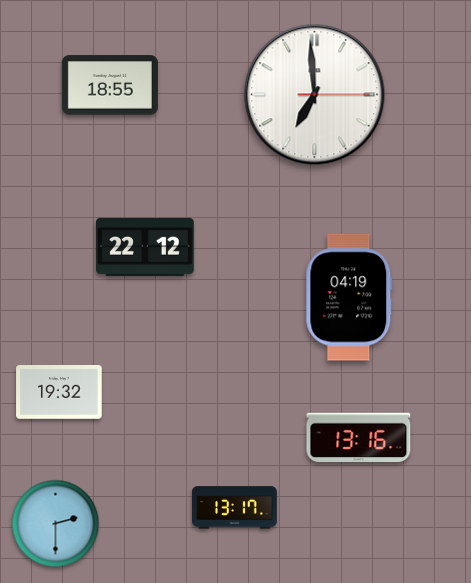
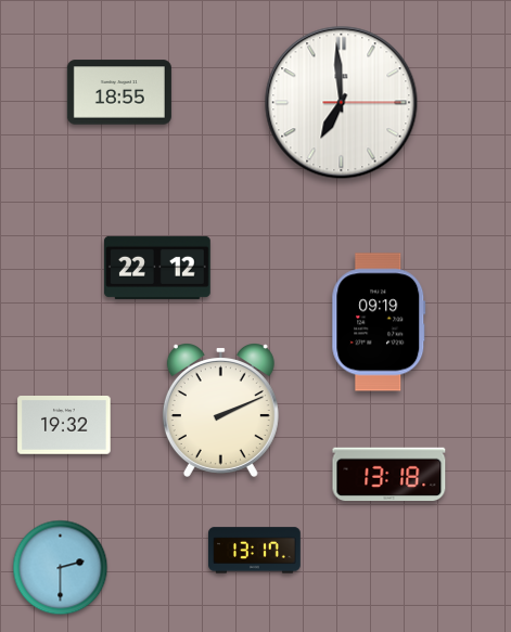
clock at (349, 297): 04:19 -> 09:19
clock at (220, 411): none -> 2:11
clock at (359, 438): 13:16 -> 13:18
